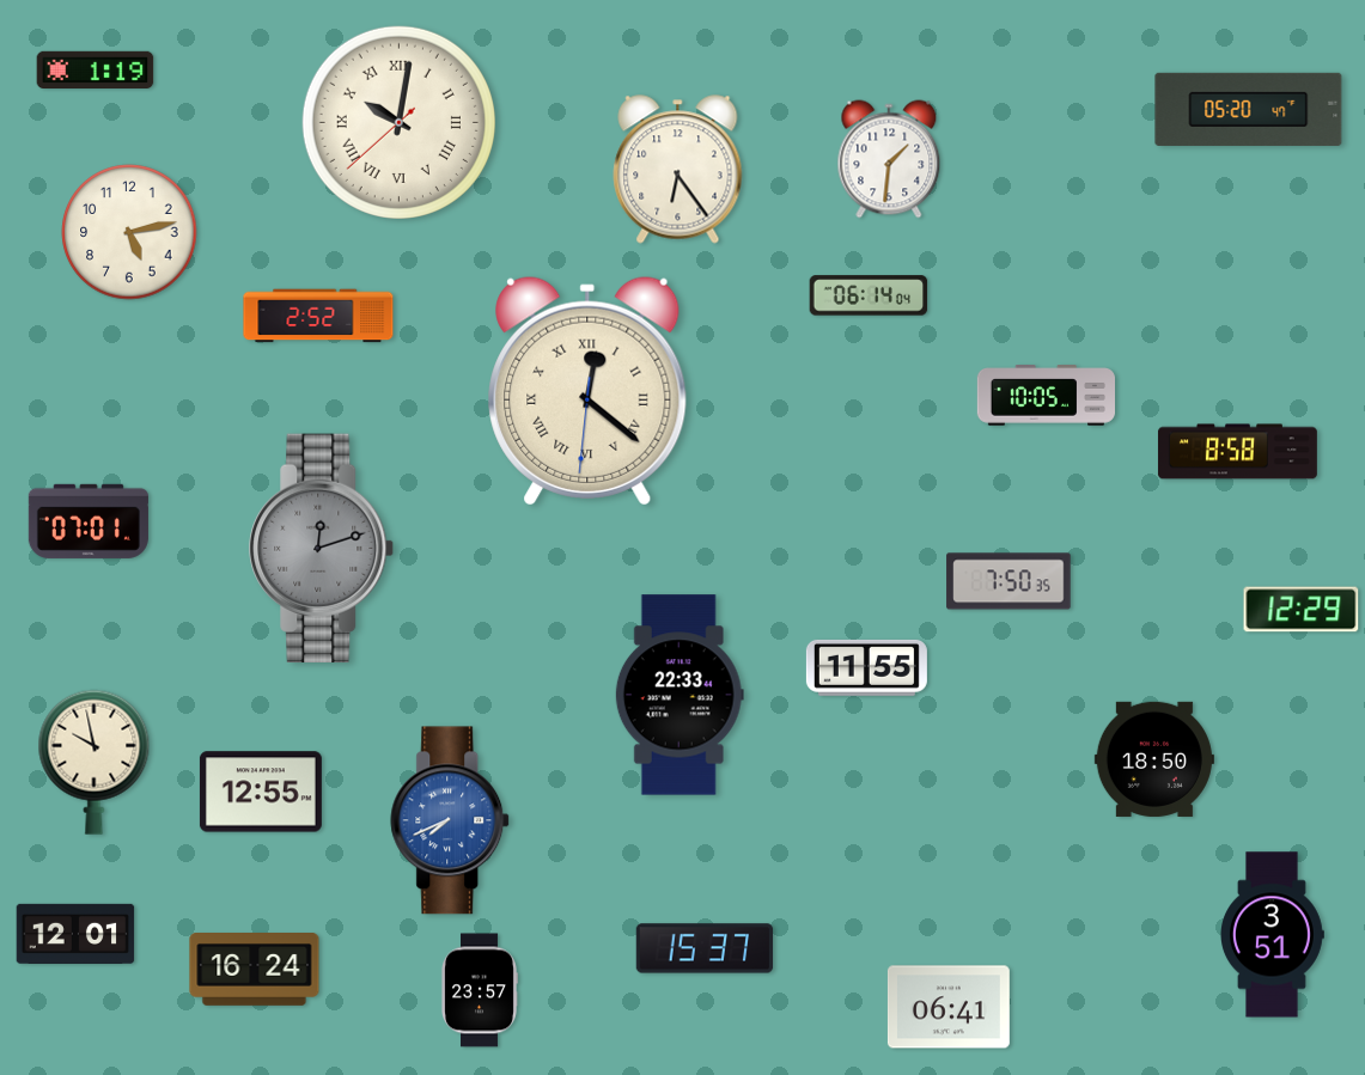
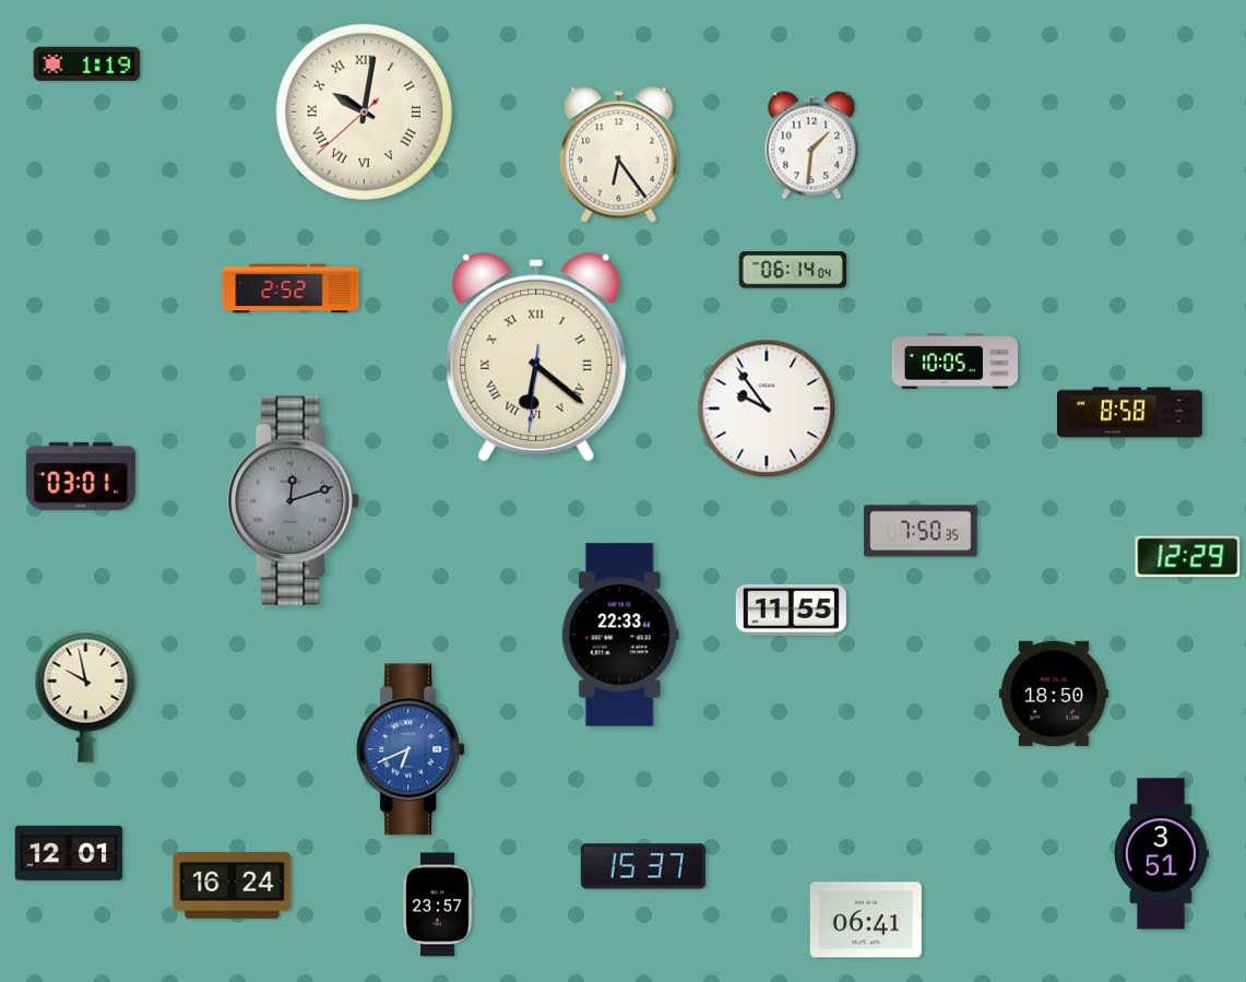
clock at (1249, 109): 05:20 -> none
clock at (129, 232): 5:13 -> none
clock at (587, 391): 12:21 -> 6:21
clock at (767, 409): none -> 9:54
clock at (89, 521): 07:01 -> 03:01
clock at (261, 792): 12:55 -> none
clock at (451, 820): 7:41 -> 6:41
